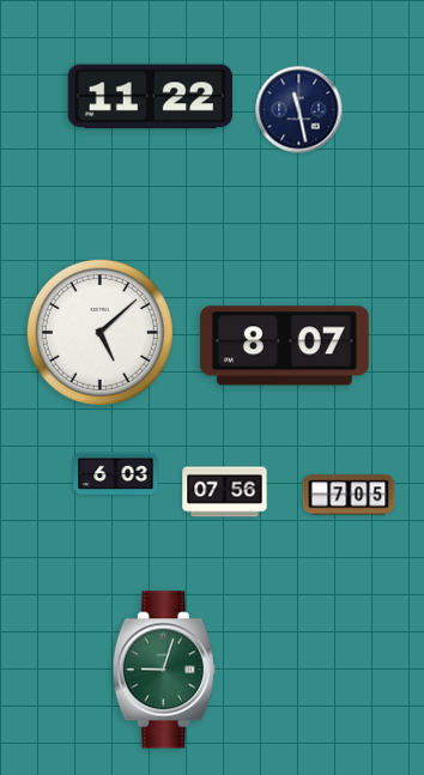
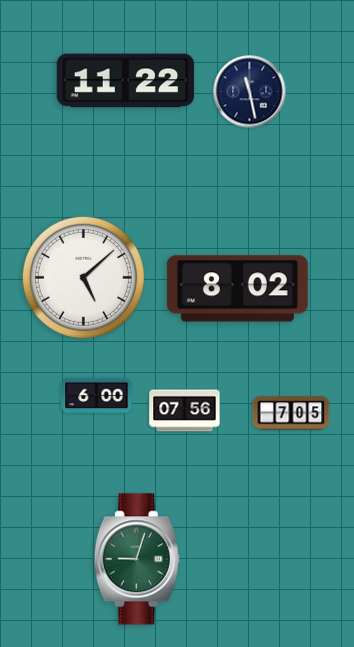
clock at (284, 346): 8:07 -> 8:02
clock at (116, 474): 6:03 -> 6:00
clock at (225, 492) position: (225, 492) -> (185, 411)
